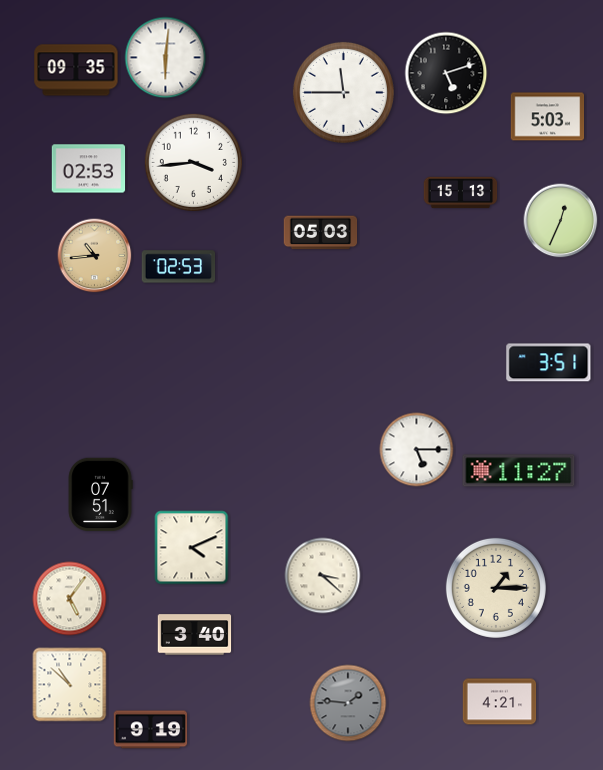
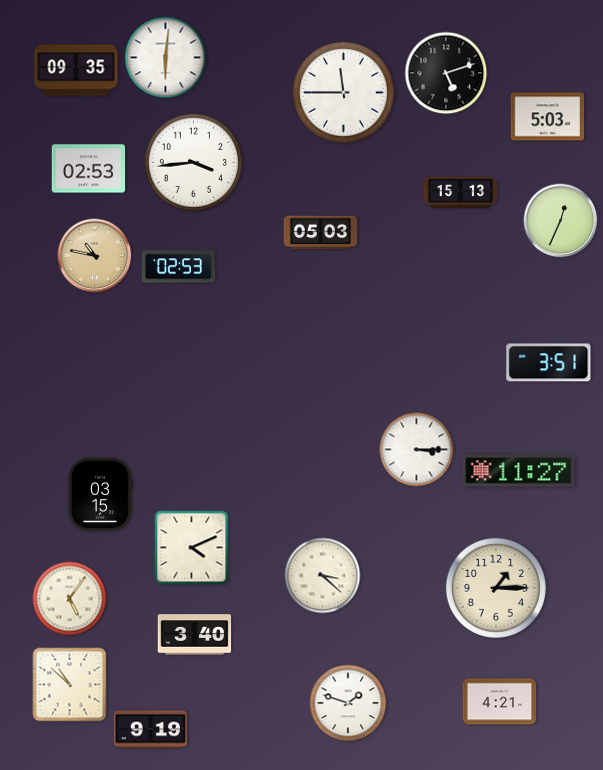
clock at (95, 256): 10:44 -> 10:47
clock at (417, 450): 5:15 -> 3:15
clock at (100, 495): 07:51 -> 03:15
clock at (348, 703): 1:46 -> 1:48
clock at (348, 703) dial: grey -> white
